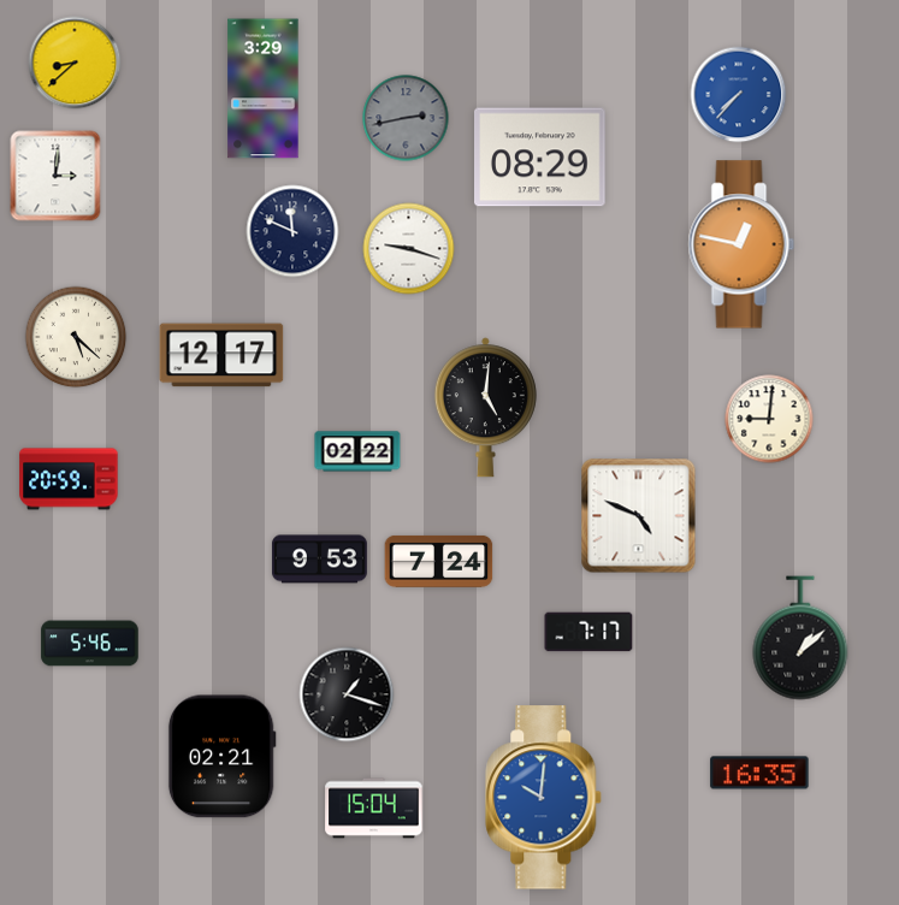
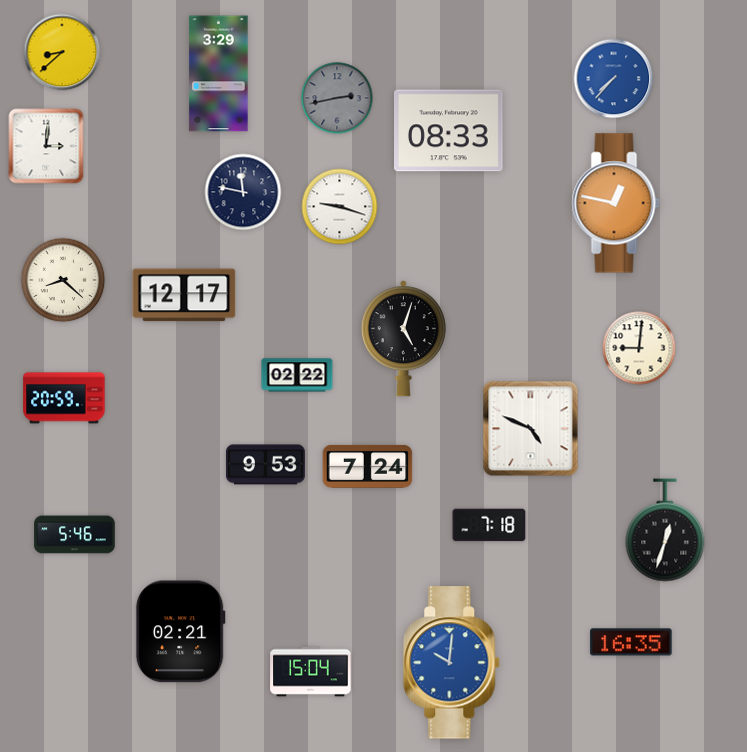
clock at (540, 158): 08:29 -> 08:33
clock at (292, 231): 11:49 -> 11:47
clock at (76, 337): 5:22 -> 8:22
clock at (485, 408): 5:01 -> 5:03
clock at (69, 479) position: (69, 479) -> (64, 398)
clock at (439, 561) position: (439, 561) -> (368, 466)
clock at (589, 632): 7:17 -> 7:18
clock at (800, 638): 1:08 -> 12:33
clock at (347, 694): 1:18 -> none
clock at (221, 757) position: (221, 757) -> (180, 632)
